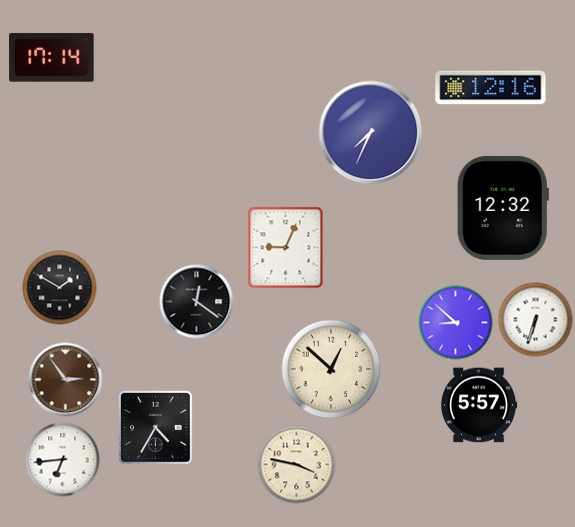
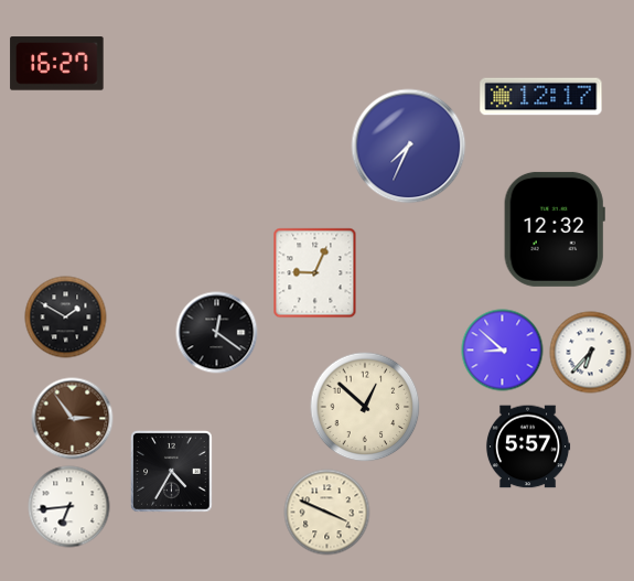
clock at (52, 58): 17:14 -> 16:27
clock at (491, 88): 12:16 -> 12:17
clock at (536, 320): 6:33 -> 6:37
clock at (456, 323) position: (456, 323) -> (503, 351)
clock at (297, 465): 3:47 -> 3:49
